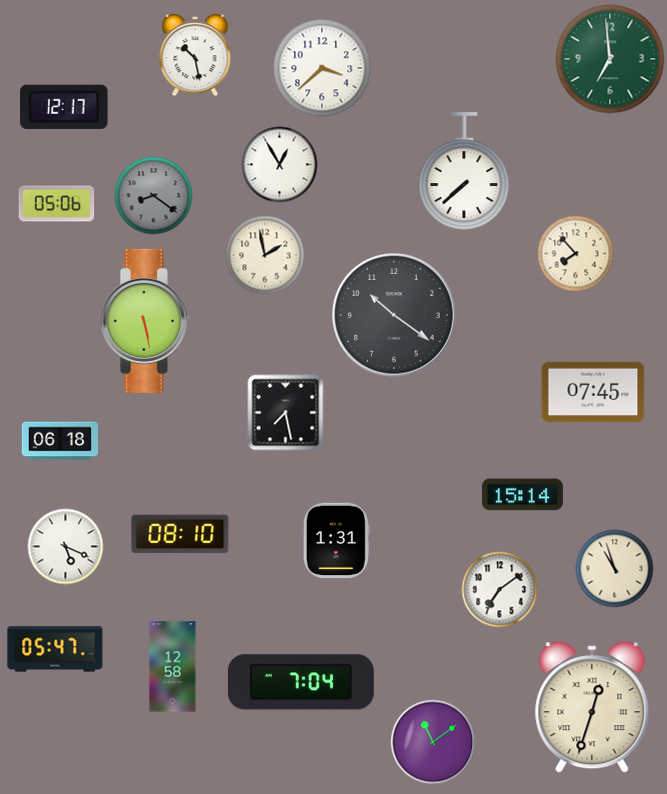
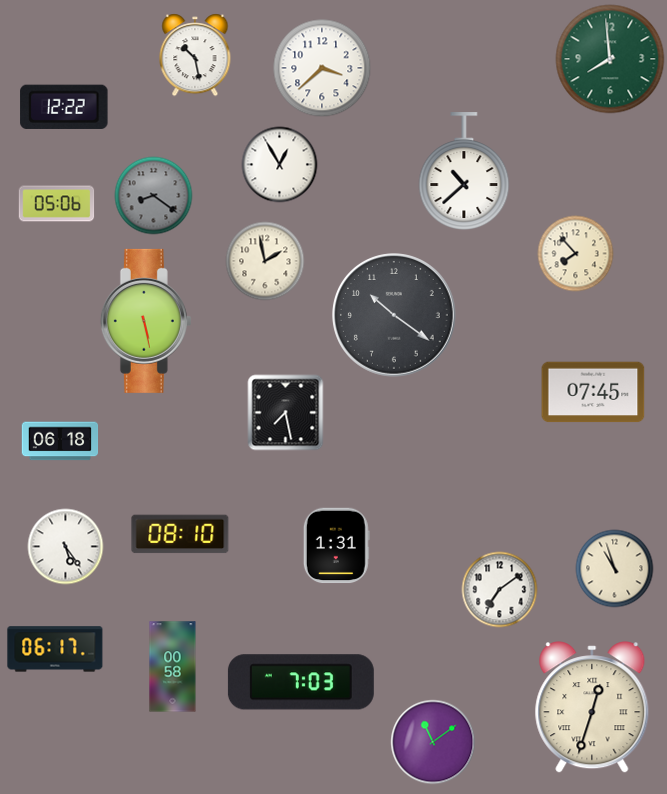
clock at (610, 59): 6:59 -> 7:59
clock at (64, 107): 12:17 -> 12:22
clock at (464, 172): 7:38 -> 10:38
clock at (265, 255) position: (265, 255) -> (265, 261)
clock at (522, 495): 15:14 -> none
clock at (336, 541) position: (336, 541) -> (336, 546)
clock at (66, 547): 5:19 -> 5:24
clock at (55, 649): 05:47 -> 06:17
clock at (173, 667): 12:58 -> 00:58
clock at (301, 682): 7:04 -> 7:03
